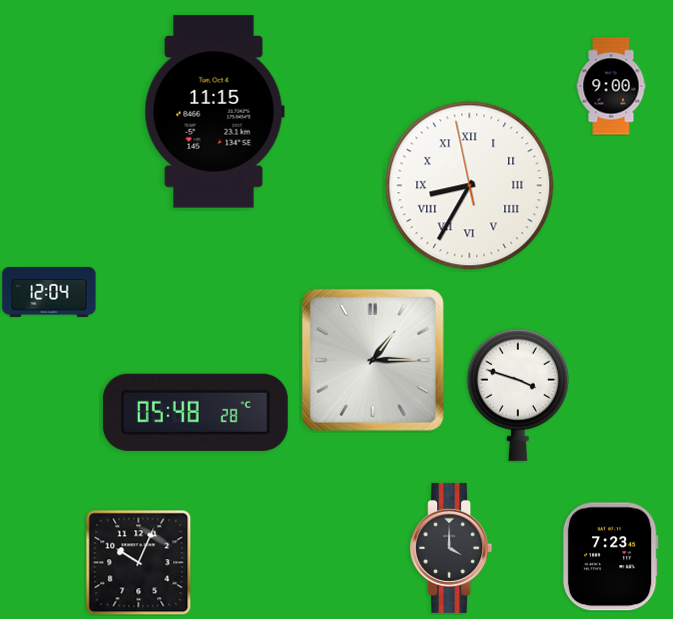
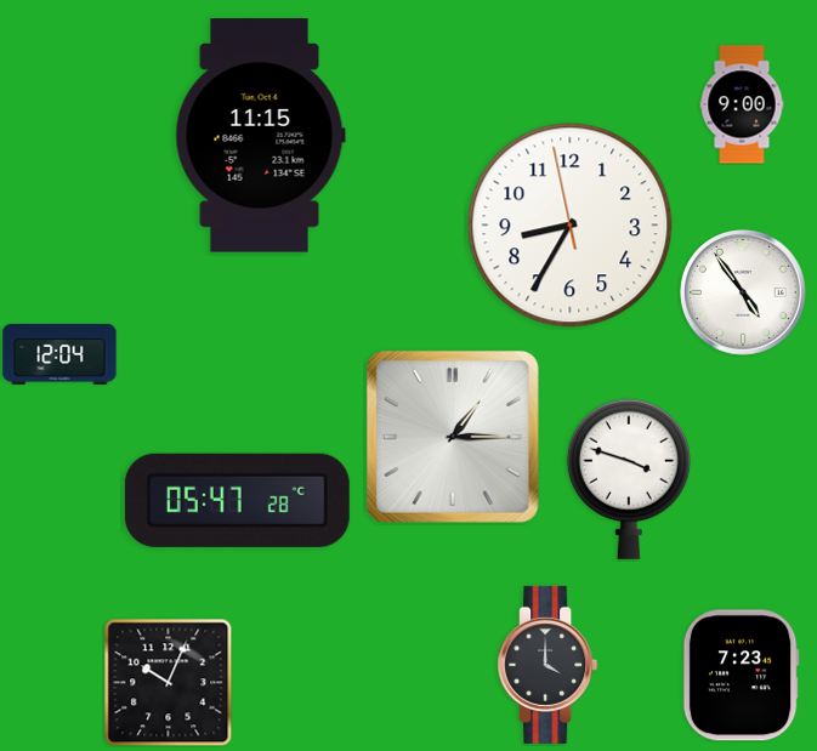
clock at (470, 186) numerals: Roman -> Arabic
clock at (743, 292): none -> 4:54
clock at (195, 412): 05:48 -> 05:47
